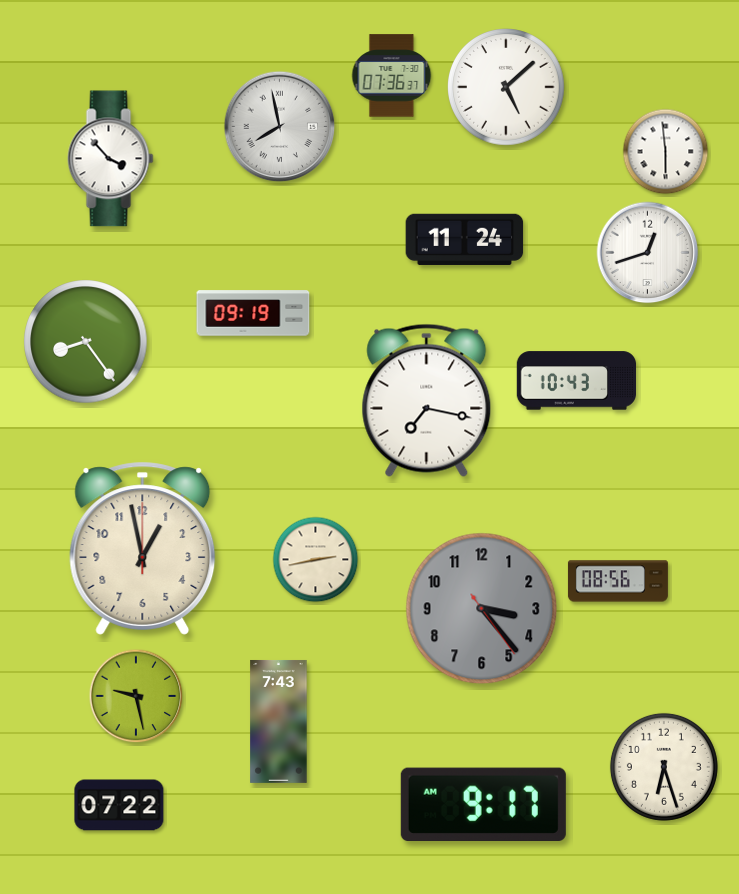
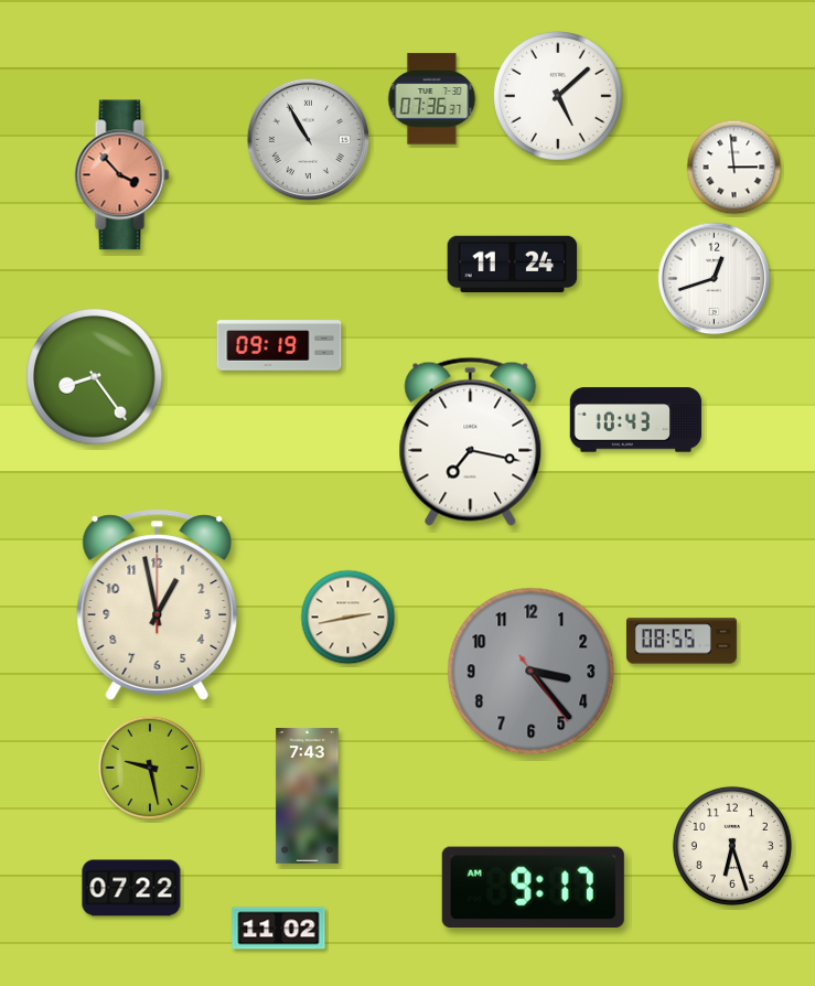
clock at (392, 76) position: (392, 76) -> (432, 99)
clock at (280, 127): 7:58 -> 10:55
clock at (666, 152): 5:59 -> 2:59
clock at (111, 159) dial: white -> salmon
clock at (618, 581): 08:56 -> 08:55
clock at (279, 929): none -> 11:02
